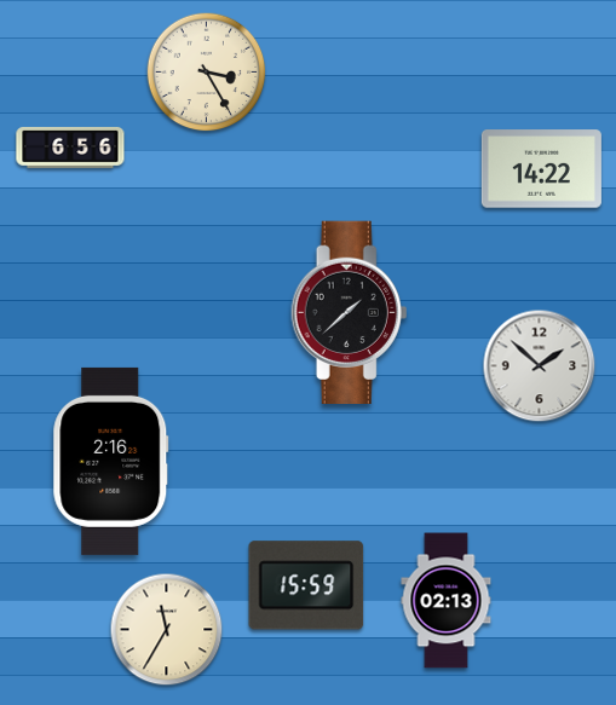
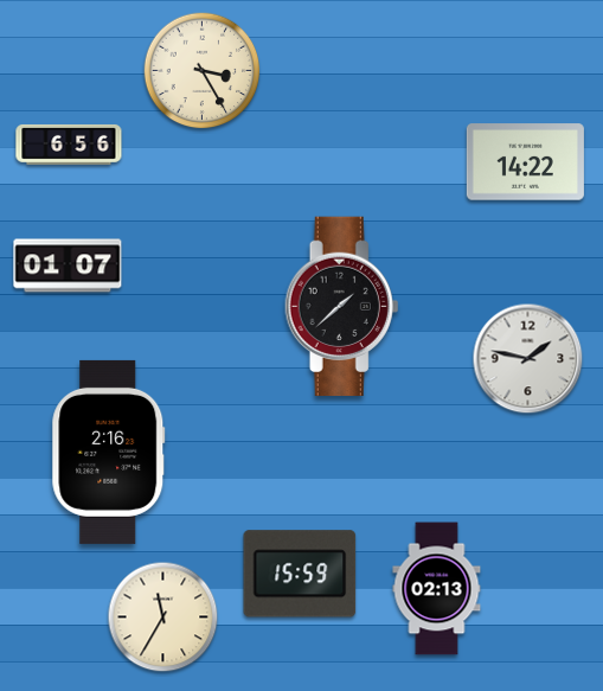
clock at (541, 169) position: (541, 169) -> (525, 162)
clock at (68, 265): none -> 01:07
clock at (540, 366): 1:52 -> 1:47
